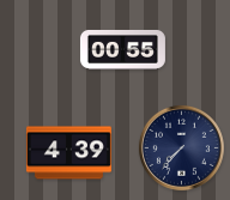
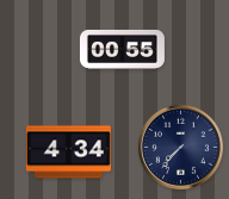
clock at (68, 153): 4:39 -> 4:34
